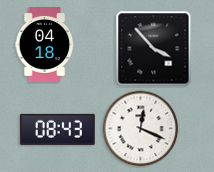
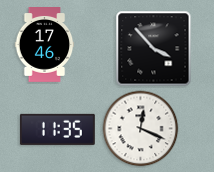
clock at (45, 45): 04:18 -> 17:46
clock at (57, 129): 08:43 -> 11:35
